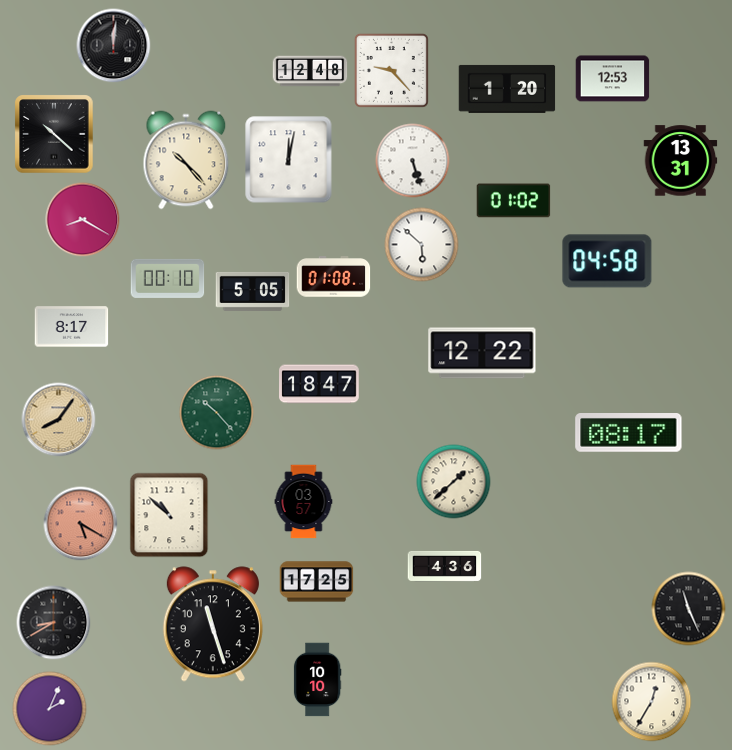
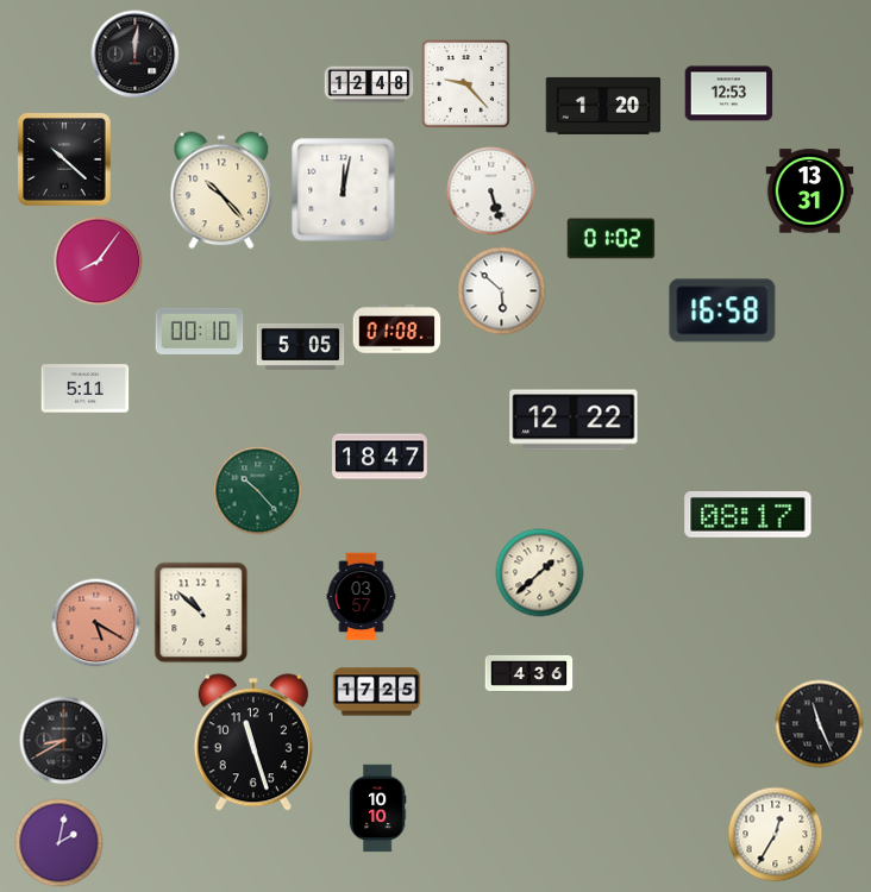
clock at (83, 220): 8:20 -> 8:06
clock at (607, 261): 04:58 -> 16:58
clock at (72, 327): 8:17 -> 5:11
clock at (59, 420): 8:06 -> none
clock at (50, 709): 2:04 -> 2:02
